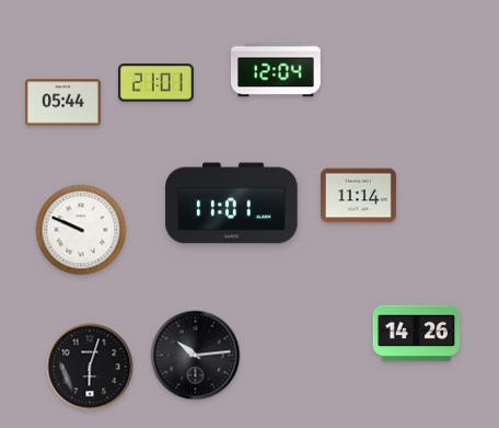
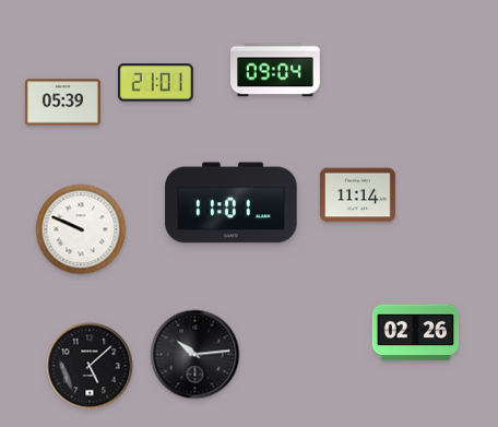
clock at (277, 70): 12:04 -> 09:04
clock at (62, 103): 05:44 -> 05:39
clock at (417, 334): 14:26 -> 02:26
clock at (90, 367): 6:03 -> 5:08
